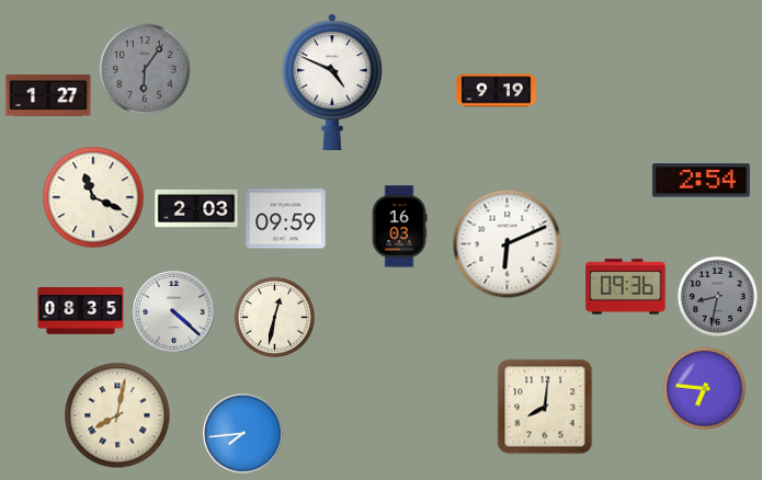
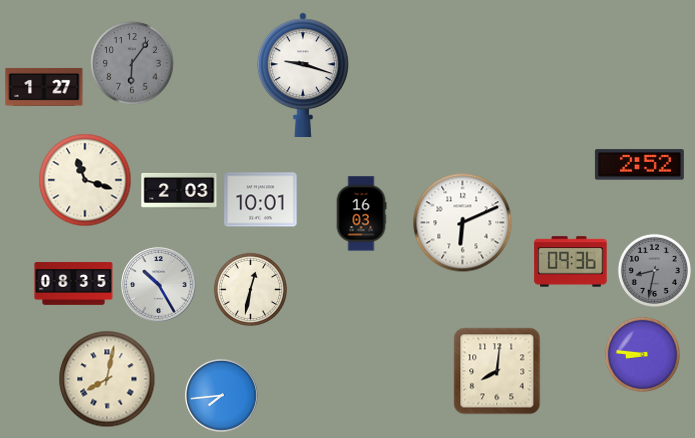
clock at (332, 81): 4:49 -> 9:18
clock at (497, 91): 9:19 -> none
clock at (701, 181): 2:54 -> 2:52
clock at (93, 197): 11:19 -> 11:18
clock at (286, 219): 09:59 -> 10:01
clock at (399, 227) position: (399, 227) -> (361, 214)
clock at (174, 312): 4:22 -> 10:25
clock at (704, 388): 6:46 -> 8:46
